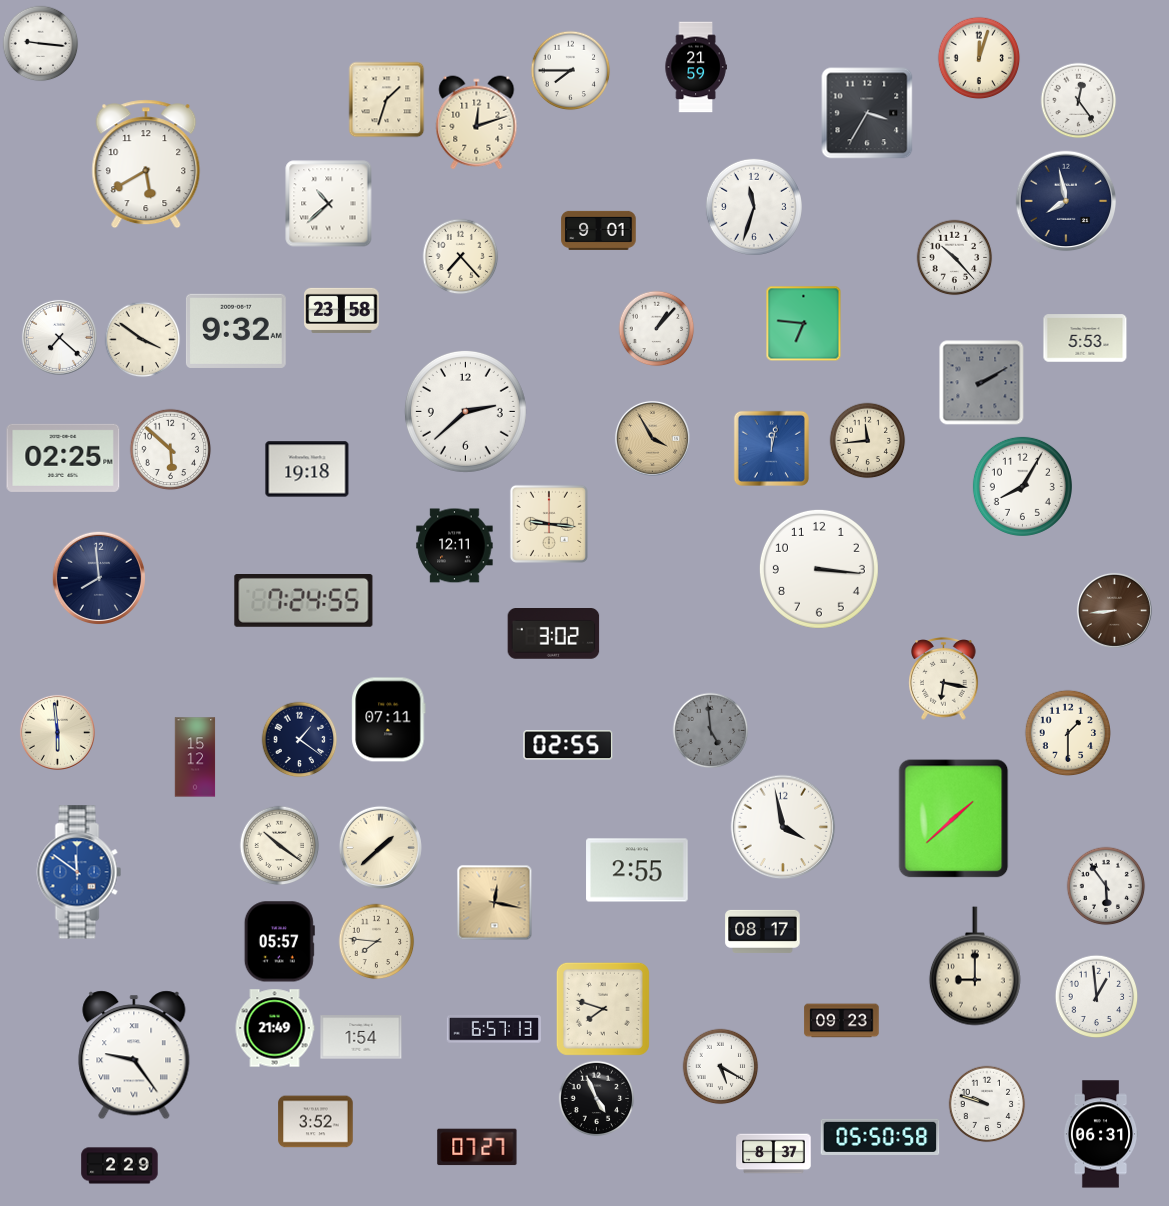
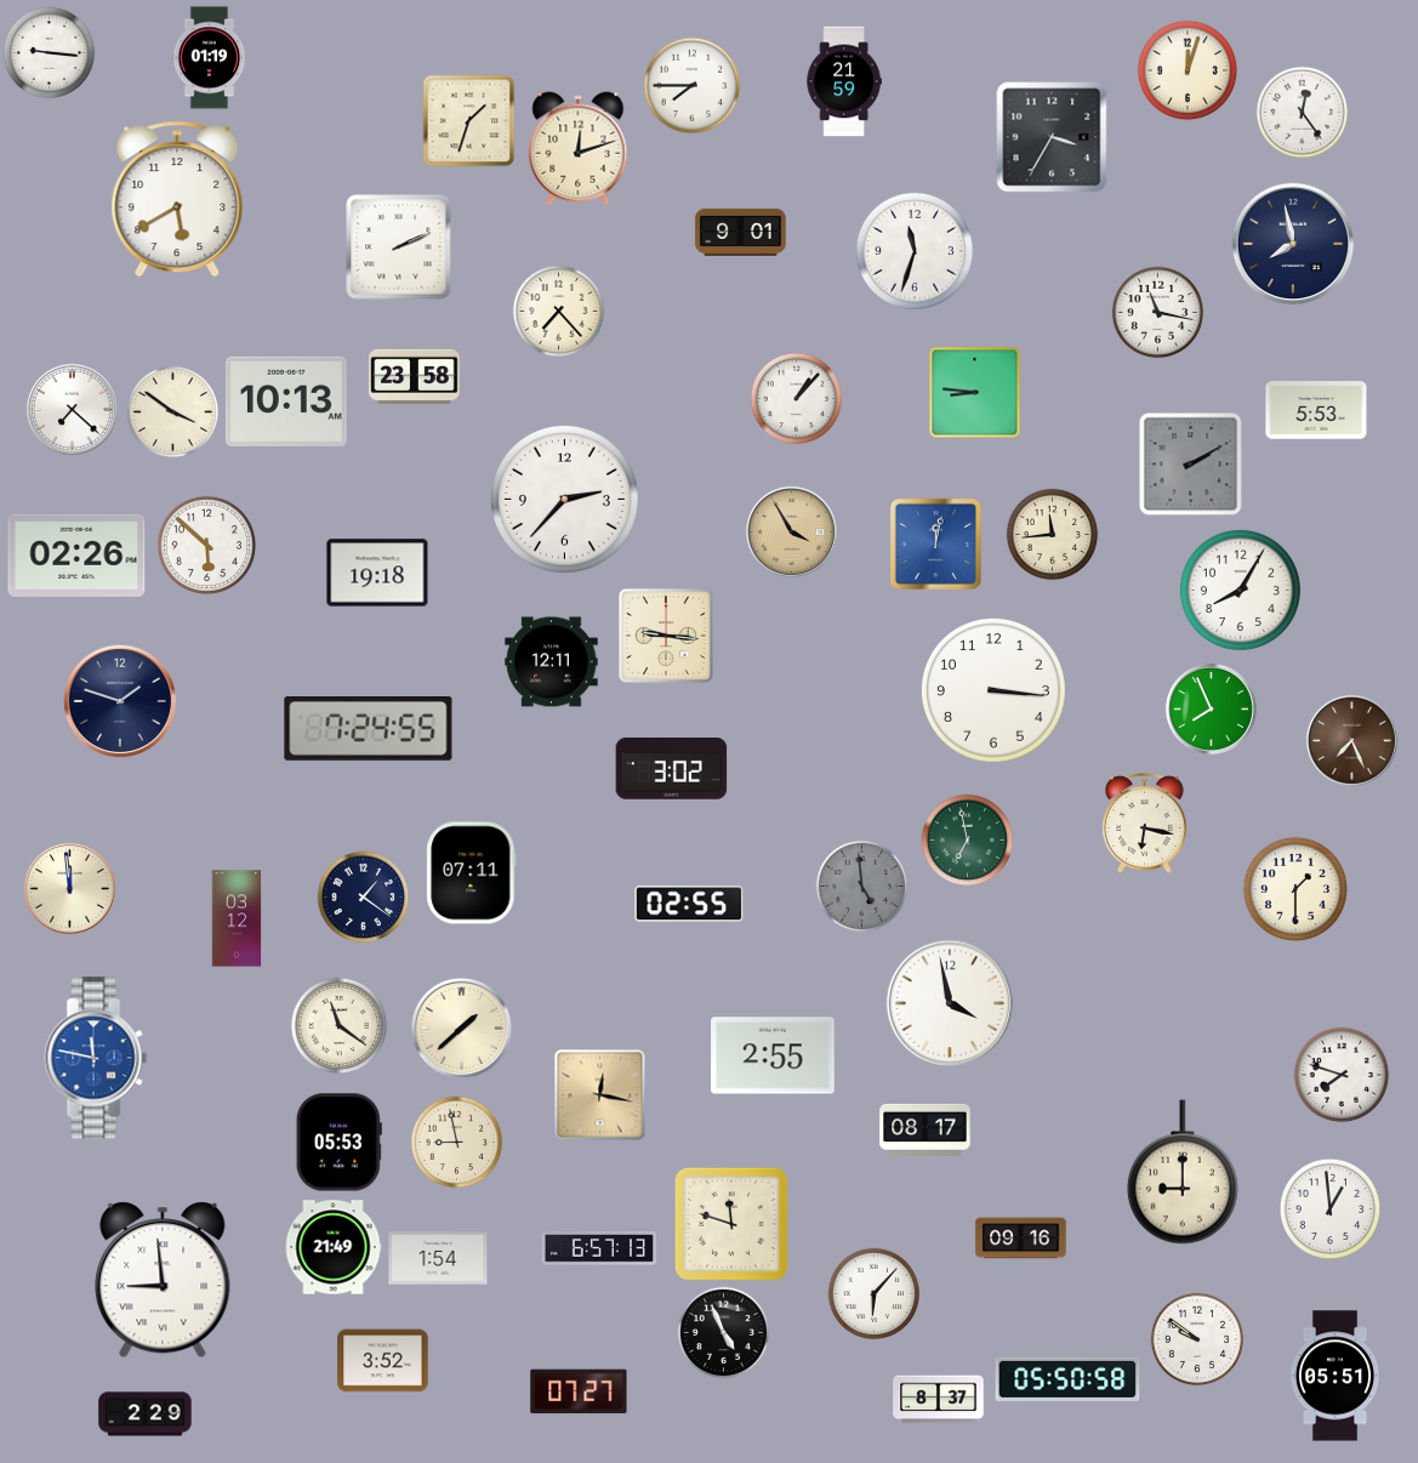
clock at (210, 58): none -> 01:19
clock at (1079, 101) position: (1079, 101) -> (1303, 113)
clock at (329, 204): 10:38 -> 2:11
clock at (599, 230) position: (599, 230) -> (741, 232)
clock at (955, 258): 10:23 -> 11:17
clock at (804, 324): 6:46 -> 8:46
clock at (236, 331): 9:32 -> 10:13
clock at (465, 411): 2:38 -> 2:37
clock at (63, 458): 02:25 -> 02:26
clock at (307, 469) position: (307, 469) -> (377, 573)
clock at (98, 577): 7:59 -> 1:48
clock at (1211, 708): none -> 7:56
clock at (1114, 610): 8:44 -> 7:26
clock at (968, 841): none -> 6:58
clock at (57, 732): 5:59 -> 11:59
clock at (195, 757): 15:12 -> 03:12
clock at (954, 819): 1:38 -> none
clock at (280, 846): 10:21 -> 11:21
clock at (79, 872): 11:51 -> 11:47
clock at (1106, 886): 5:54 -> 7:48
clock at (279, 942): 05:57 -> 05:53
clock at (377, 942): 7:46 -> 8:58
clock at (603, 1009): 7:48 -> 11:48
clock at (842, 1021): 09:23 -> 09:16
clock at (134, 1055): 9:24 -> 8:59
clock at (721, 1067): 5:20 -> 6:07
clock at (987, 1104): 9:48 -> 9:51
clock at (1101, 1134): 06:31 -> 05:51
